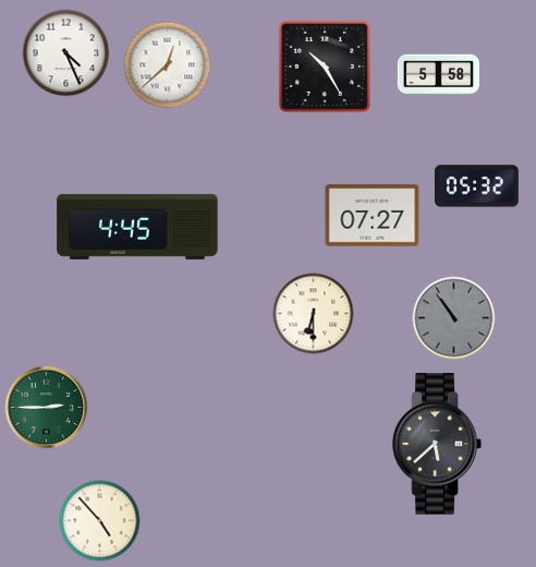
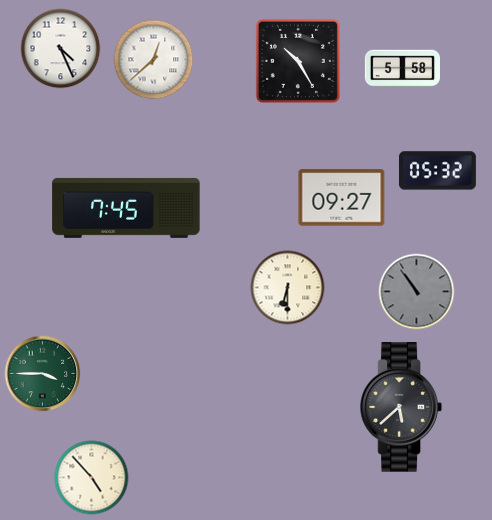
clock at (373, 216): 07:27 -> 09:27
clock at (137, 227): 4:45 -> 7:45
clock at (47, 408): 2:45 -> 3:45
